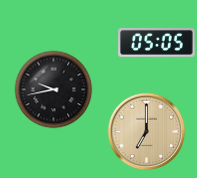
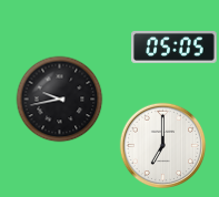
clock at (146, 131) dial: champagne -> white
